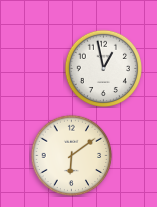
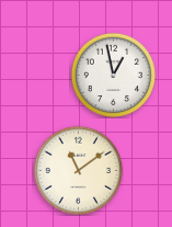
clock at (71, 155): 6:09 -> 11:09
